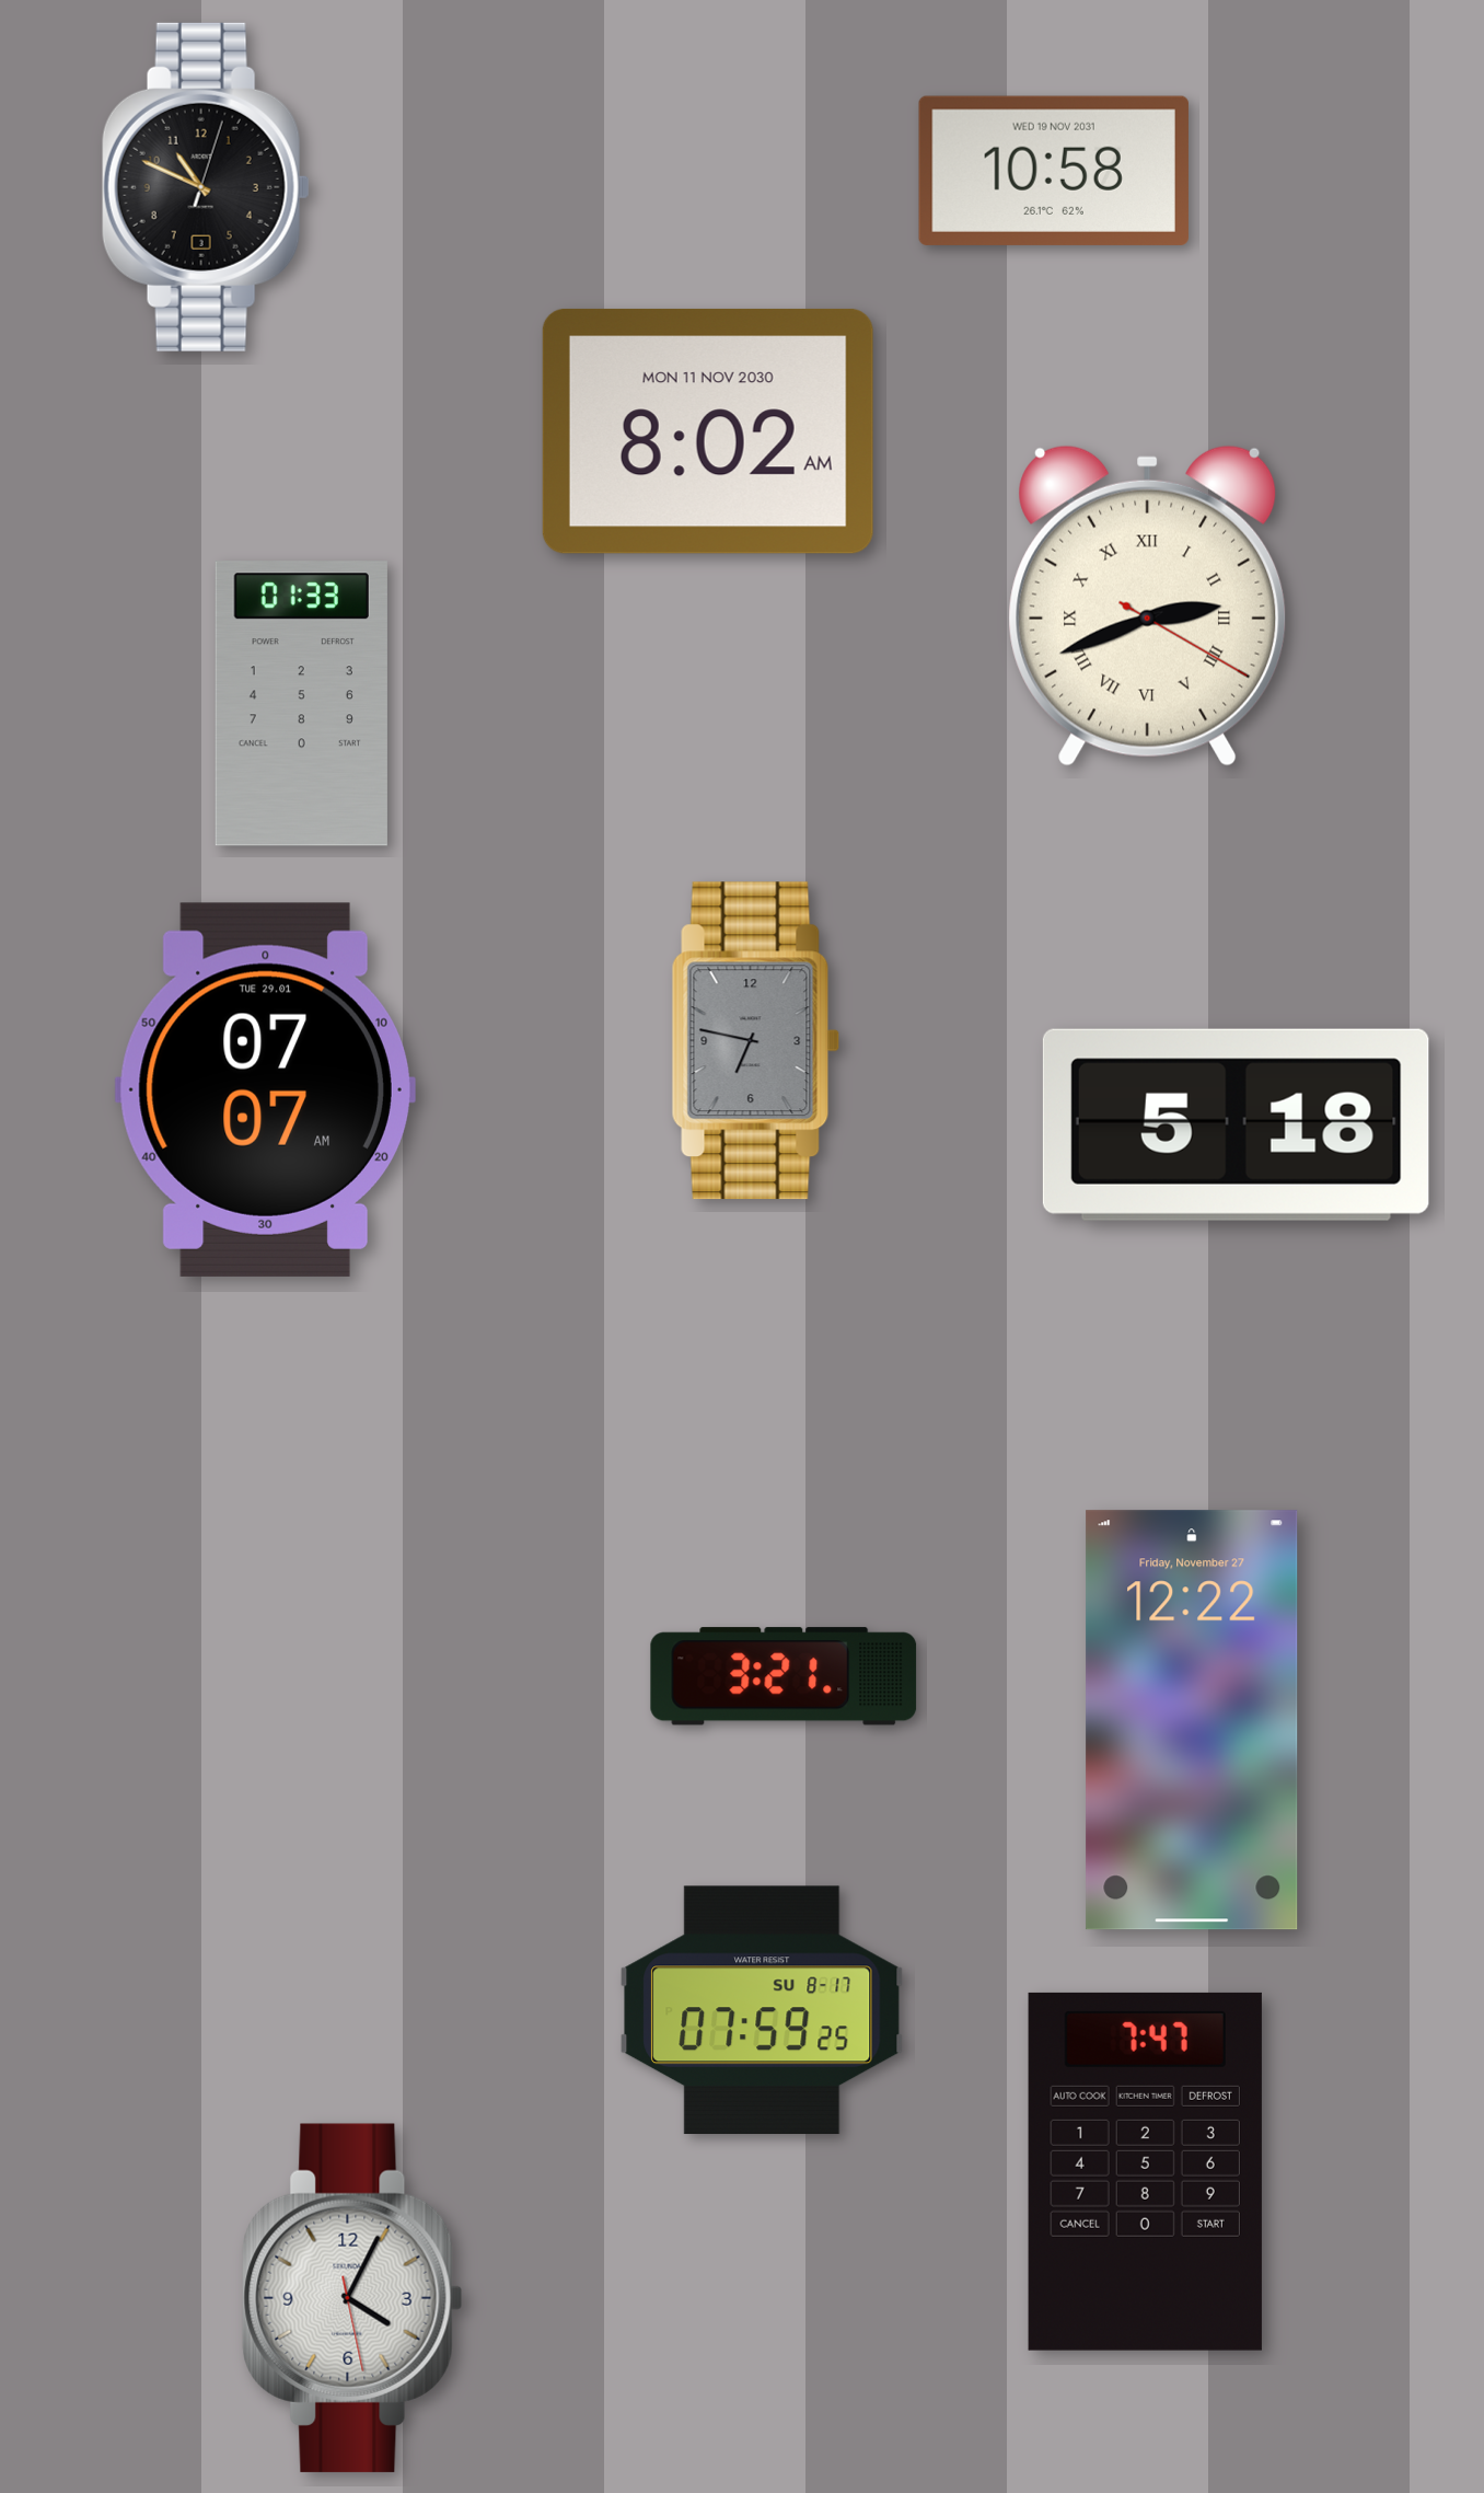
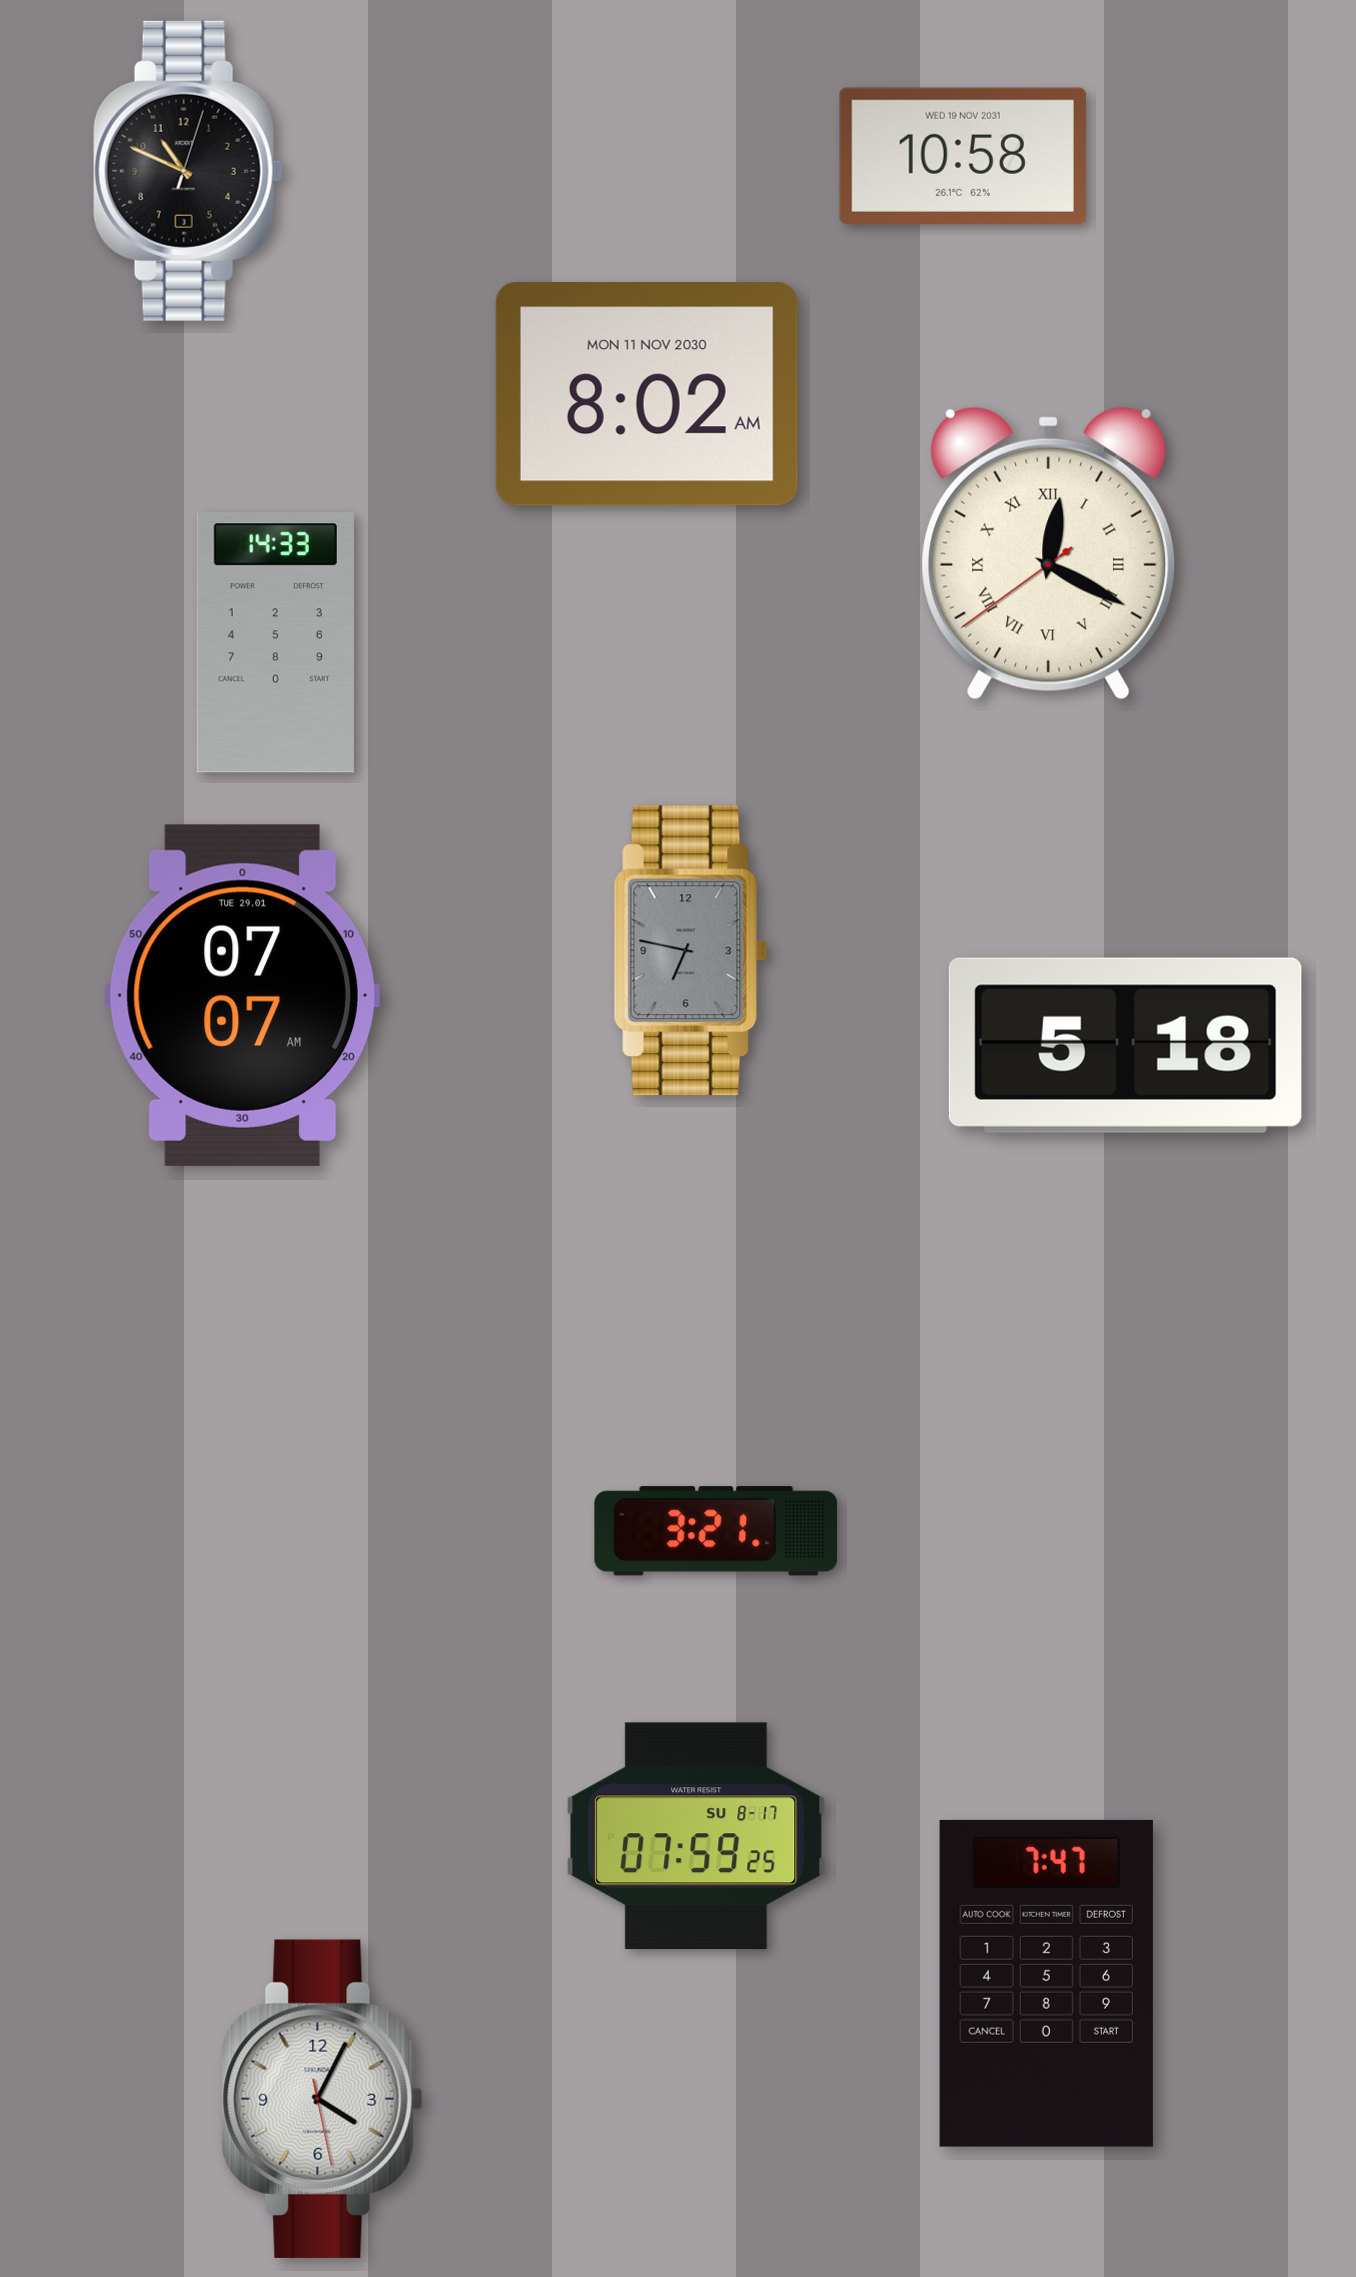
clock at (1148, 605): 2:41 -> 12:19
clock at (301, 704): 01:33 -> 14:33
clock at (1236, 1124) position: (1236, 1124) -> (1125, 1045)
clock at (1192, 1720): 12:22 -> none
